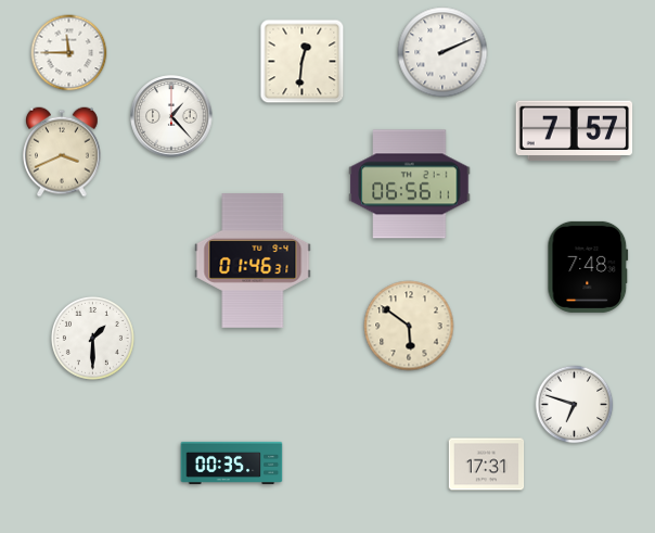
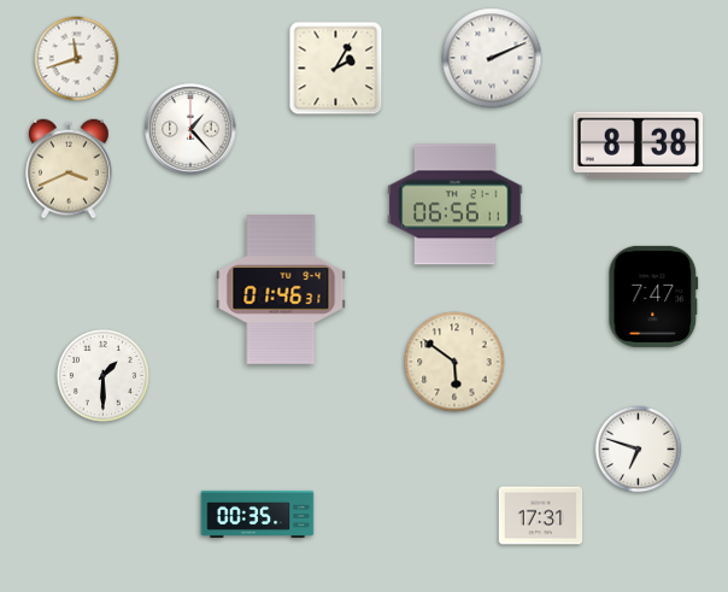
clock at (69, 53): 11:45 -> 11:42
clock at (303, 62): 12:31 -> 2:05
clock at (575, 131): 7:57 -> 8:38
clock at (588, 267): 7:48 -> 7:47
